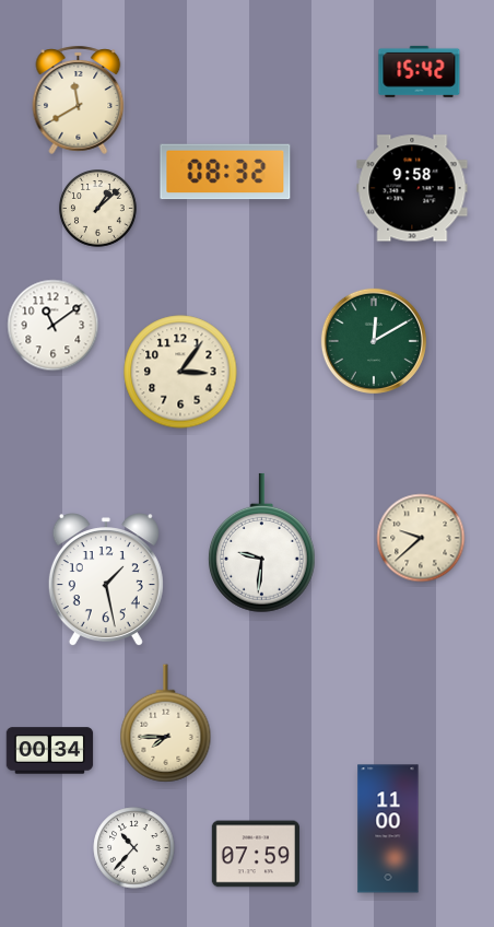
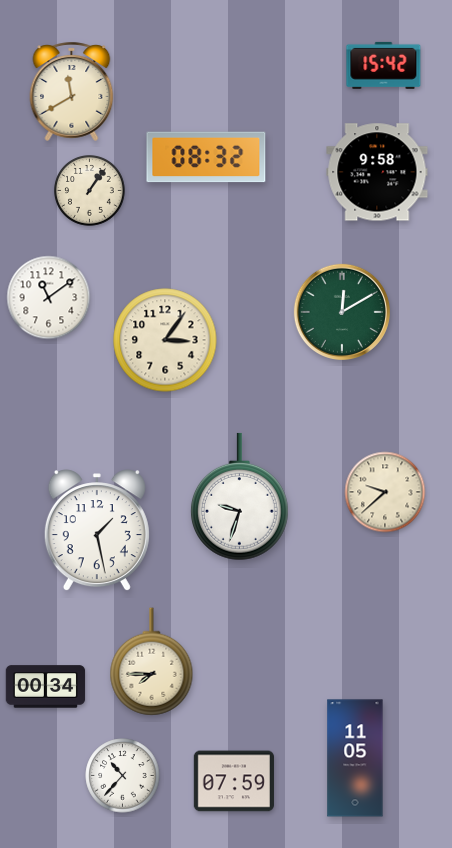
clock at (98, 209): 1:08 -> 1:06
clock at (261, 543): 9:31 -> 9:33
clock at (388, 829): 11:00 -> 11:05
